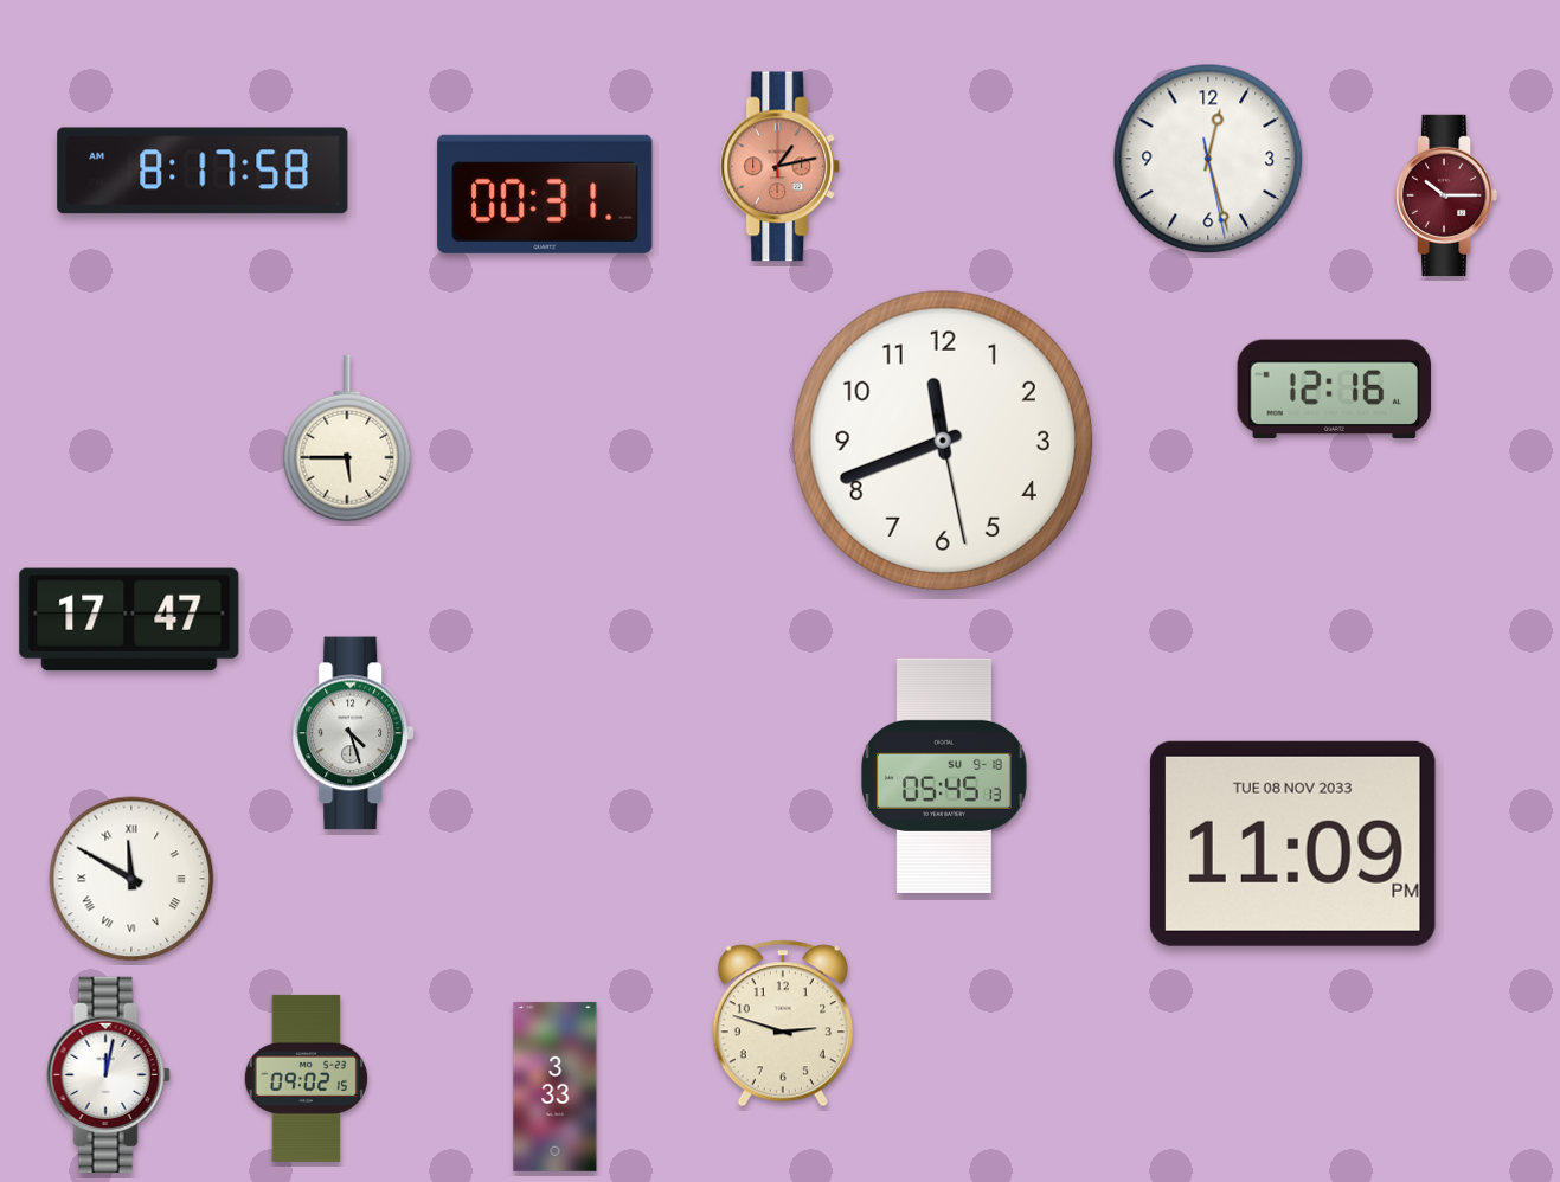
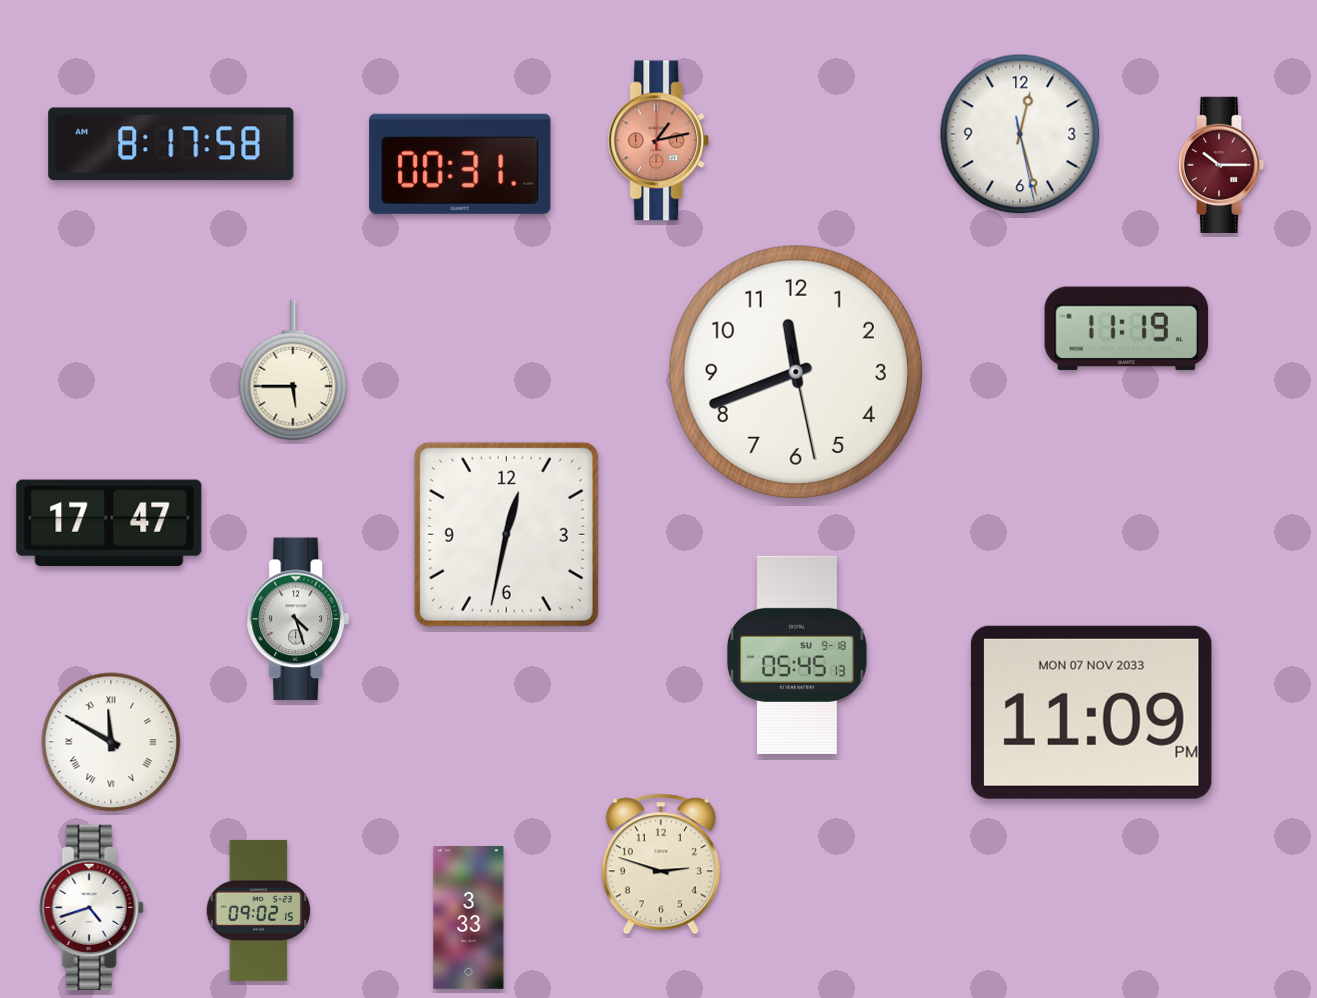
clock at (1335, 390): 12:16 -> 11:19
clock at (506, 534): none -> 12:32
clock at (1292, 843) date: TUE 08 NOV 2033 -> MON 07 NOV 2033
clock at (108, 1074): 12:02 -> 4:42
